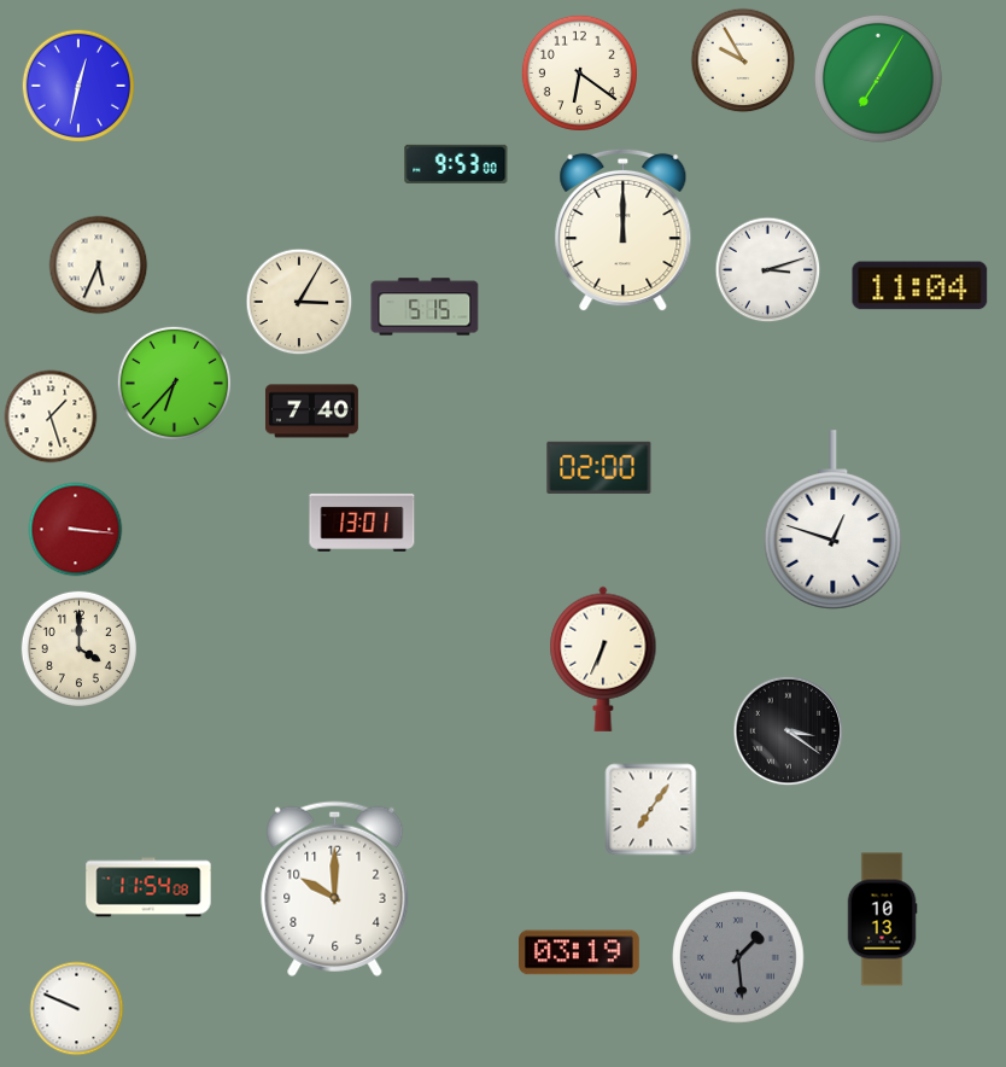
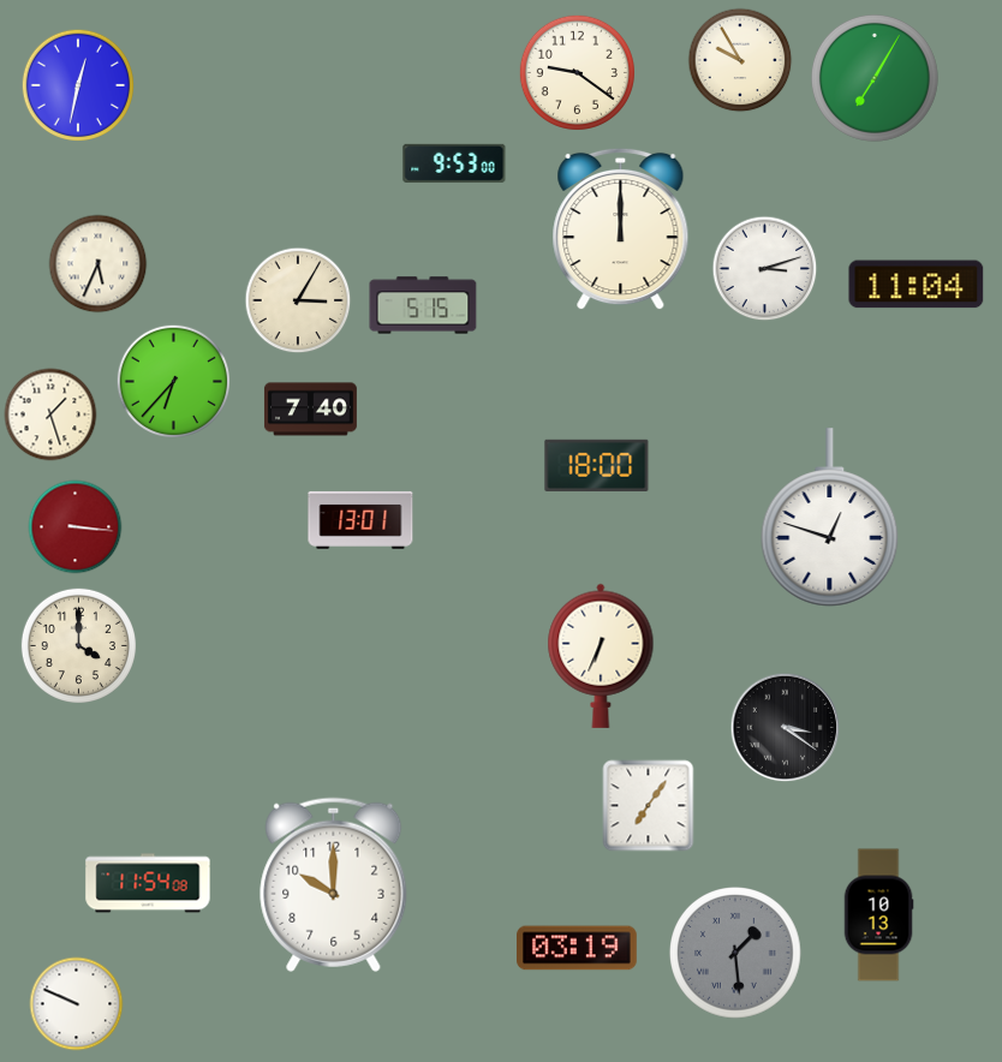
clock at (579, 72): 6:21 -> 9:21
clock at (599, 467): 02:00 -> 18:00
